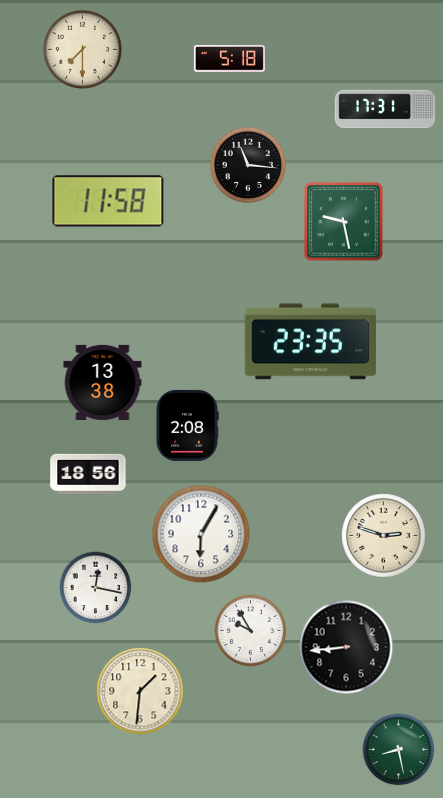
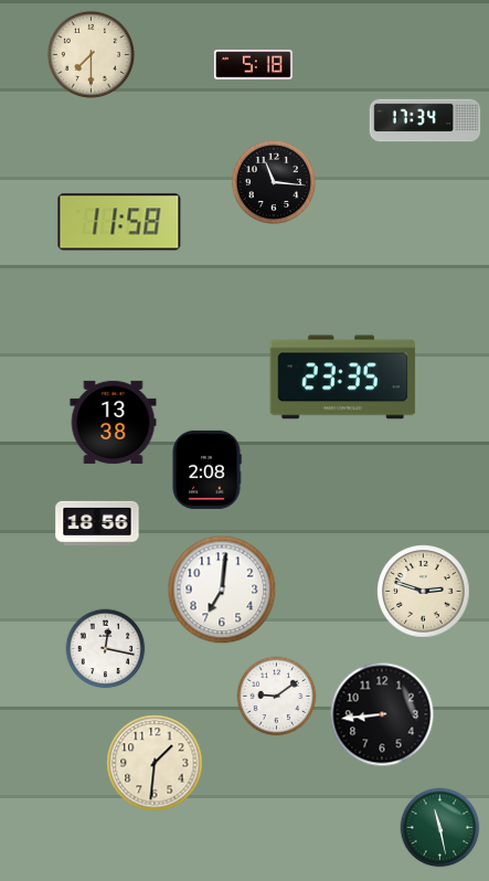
clock at (385, 109): 17:31 -> 17:34
clock at (344, 222): 9:28 -> none
clock at (201, 534): 6:05 -> 7:01
clock at (251, 631): 9:55 -> 9:09
clock at (399, 750): 8:28 -> 11:28
